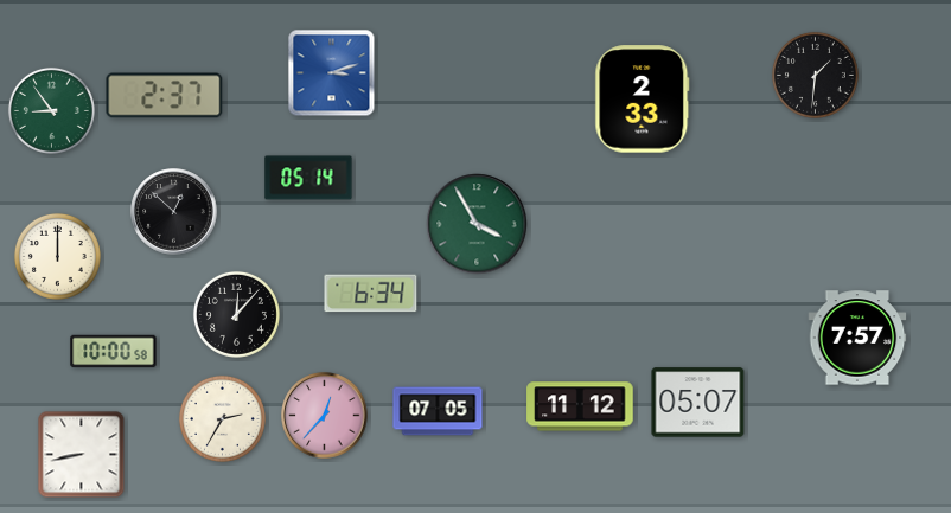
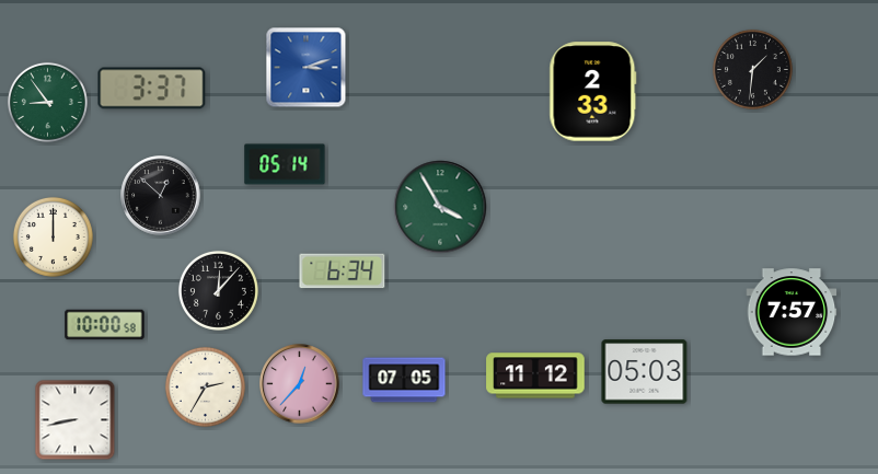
clock at (165, 96): 2:37 -> 3:37
clock at (698, 403): 05:07 -> 05:03
